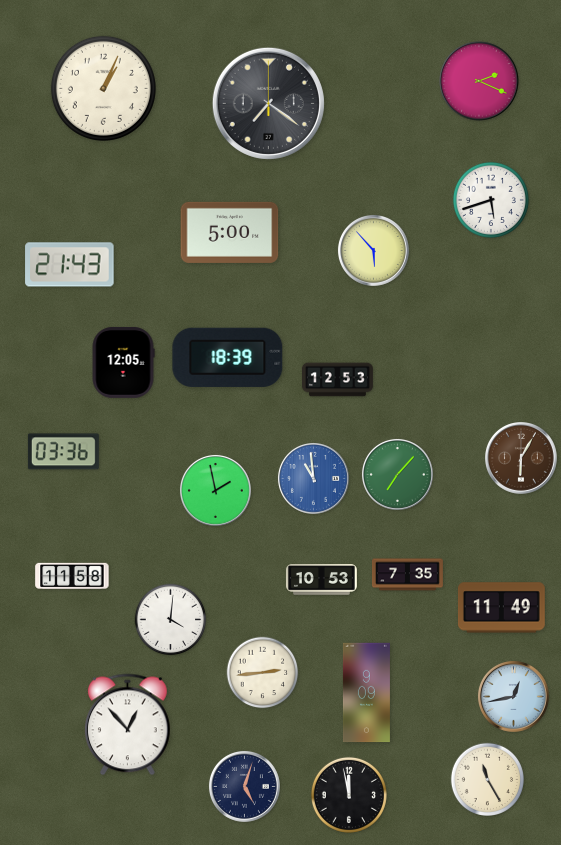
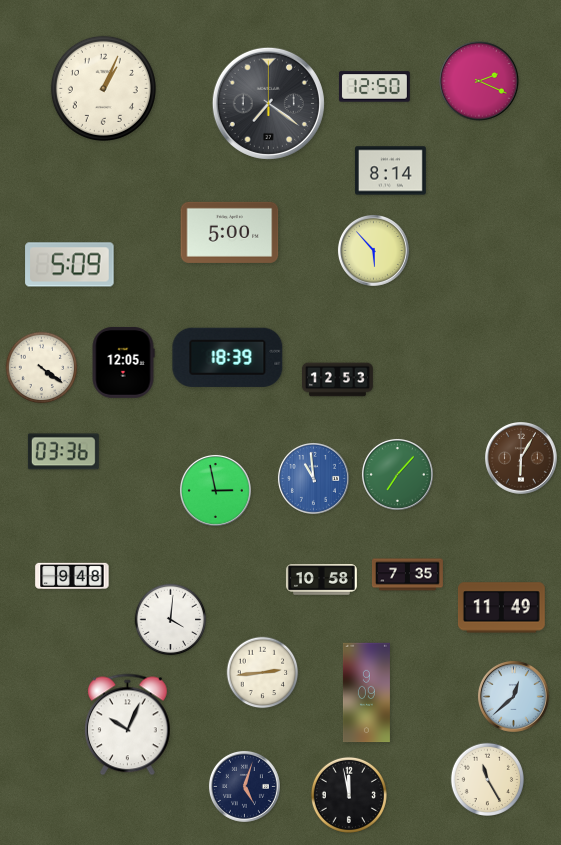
clock at (374, 87): none -> 12:50
clock at (390, 171): none -> 8:14
clock at (491, 200): 5:42 -> none
clock at (70, 265): 21:43 -> 5:09
clock at (42, 368): none -> 4:21
clock at (215, 490): 1:58 -> 2:58
clock at (72, 576): 11:58 -> 9:48
clock at (321, 580): 10:53 -> 10:58
clock at (513, 696): 12:43 -> 12:38
clock at (128, 725): 12:53 -> 10:04
